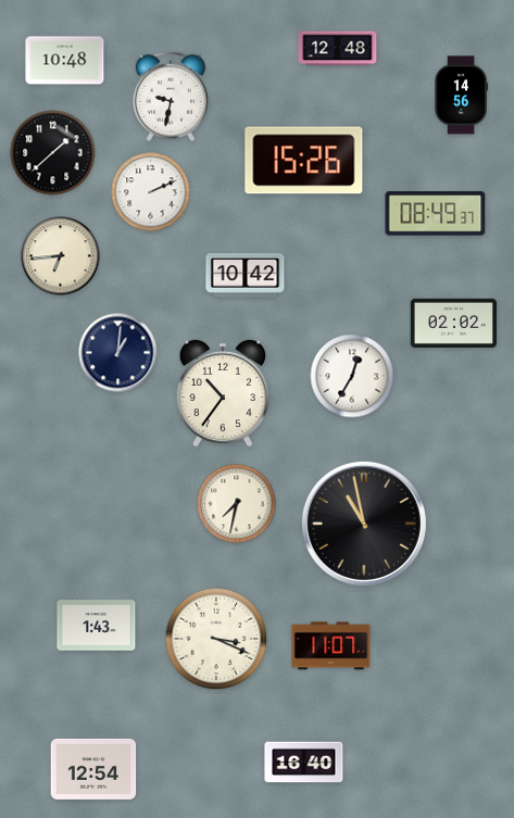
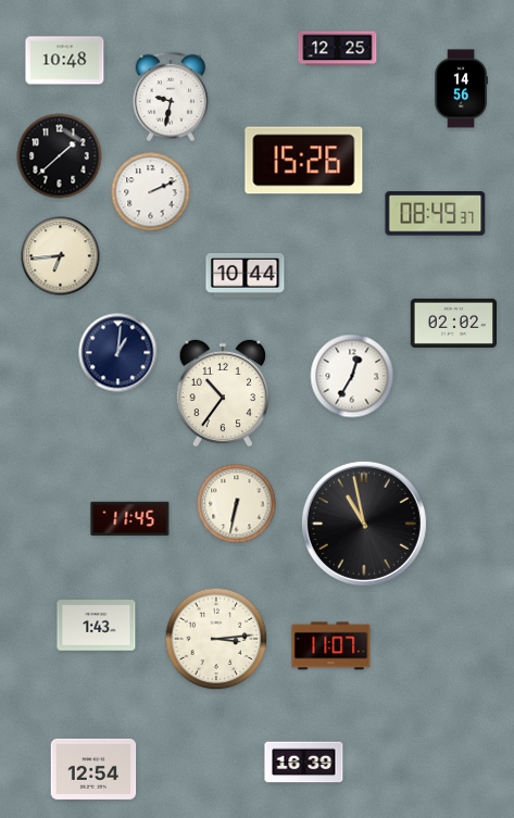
clock at (338, 49): 12:48 -> 12:25
clock at (461, 96) position: (461, 96) -> (461, 89)
clock at (53, 153) position: (53, 153) -> (60, 156)
clock at (246, 276): 10:42 -> 10:44
clock at (237, 504): 7:32 -> 6:32
clock at (130, 518): none -> 11:45
clock at (216, 639): 3:19 -> 3:14
clock at (304, 763): 16:40 -> 16:39
